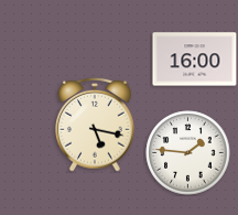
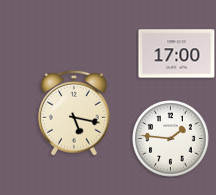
clock at (195, 60): 16:00 -> 17:00
clock at (95, 125) position: (95, 125) -> (74, 113)
